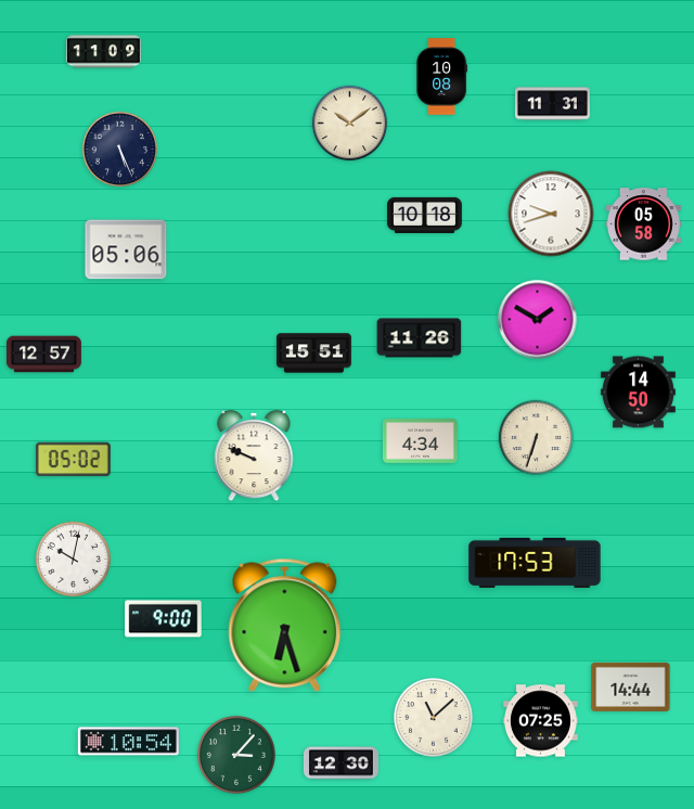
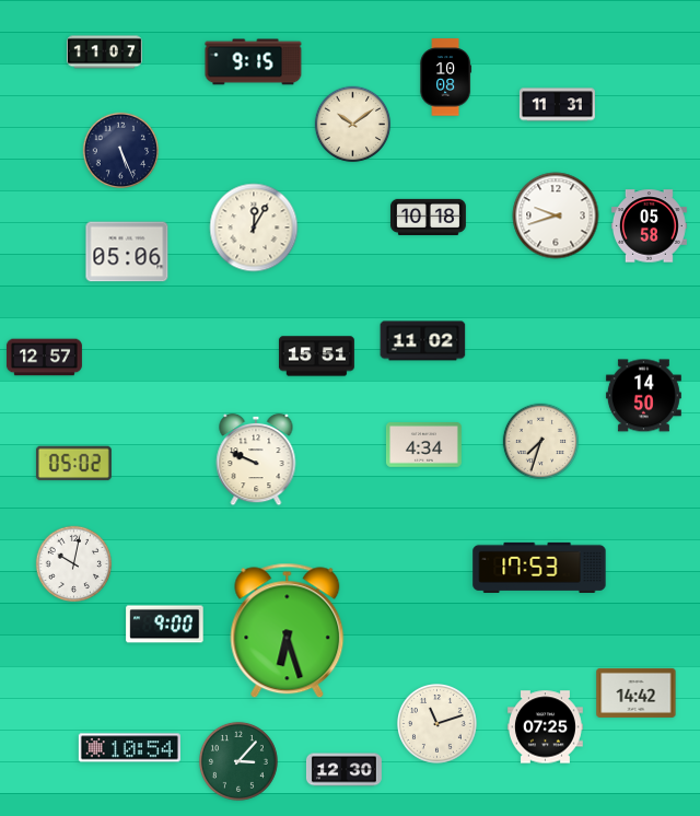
clock at (103, 52): 11:09 -> 11:07
clock at (254, 62): none -> 9:15
clock at (254, 228): none -> 12:05
clock at (538, 320): 1:50 -> none
clock at (420, 338): 11:26 -> 11:02
clock at (537, 438): 6:33 -> 7:33
clock at (631, 686): 14:44 -> 14:42
clock at (434, 718): 11:08 -> 11:12
